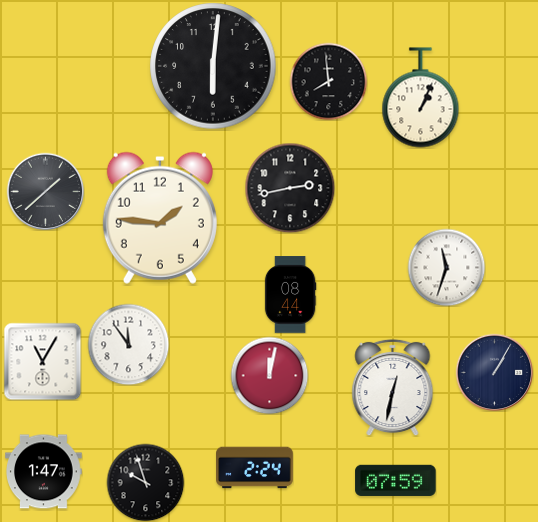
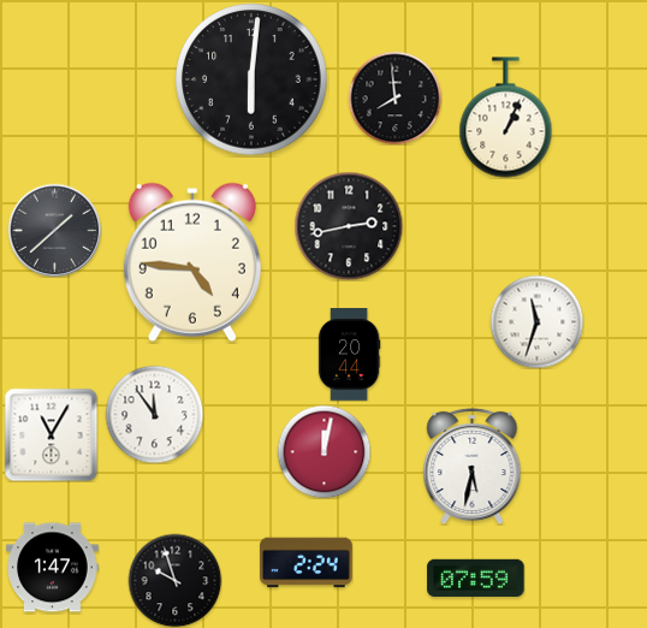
clock at (213, 66) position: (213, 66) -> (251, 79)
clock at (160, 218): 1:46 -> 4:46
clock at (290, 295): 08:44 -> 20:44
clock at (494, 372): 1:05 -> none
clock at (393, 387): 12:32 -> 5:32
